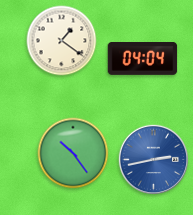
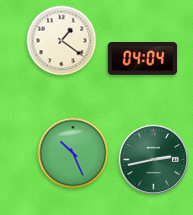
clock at (73, 153): 10:24 -> 10:26
clock at (153, 159) dial: blue -> green
